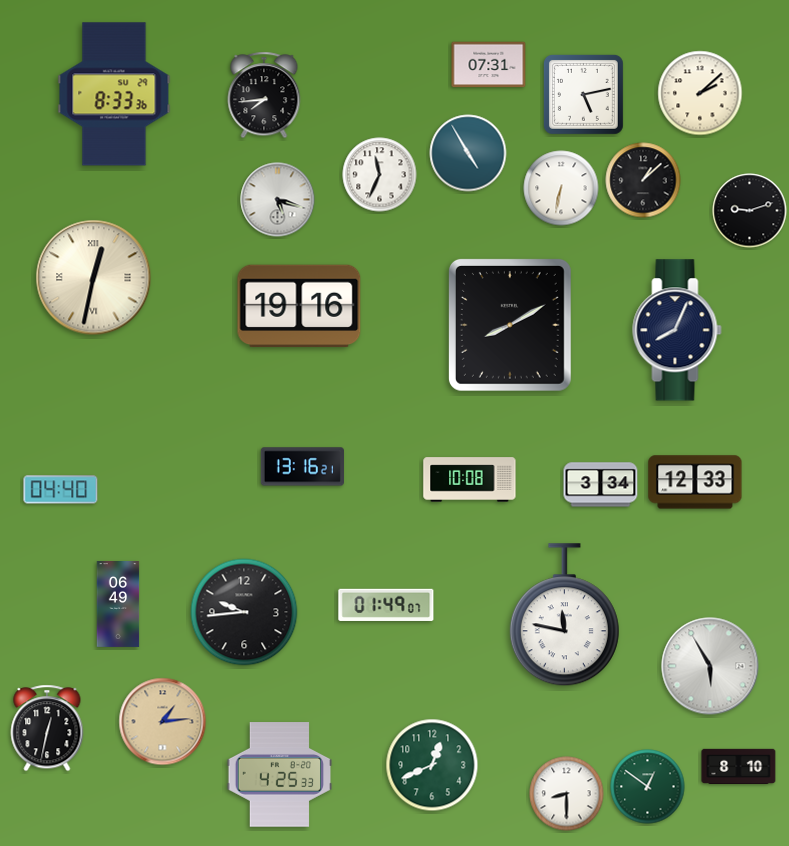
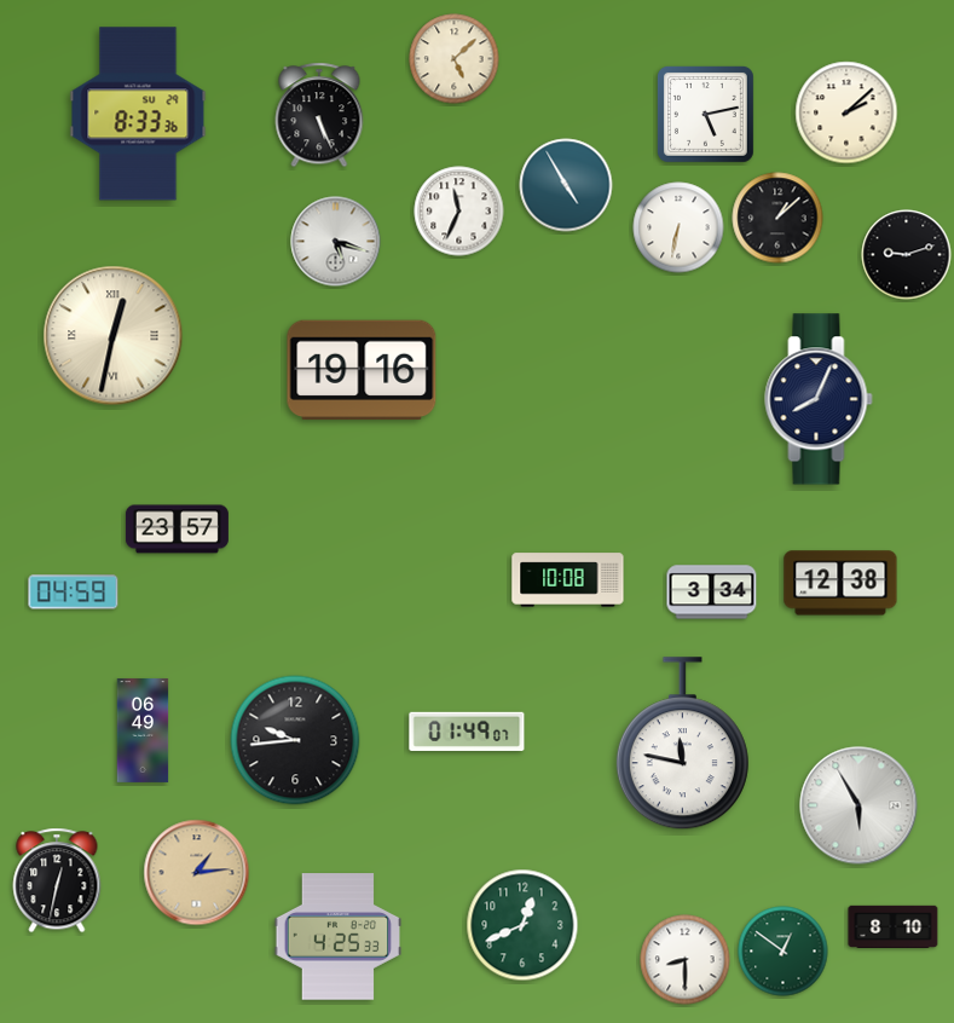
clock at (455, 59): none -> 5:08
clock at (489, 65): 07:31 -> none
clock at (264, 95): 7:44 -> 5:26
clock at (510, 325): 8:10 -> none
clock at (177, 530): none -> 23:57
clock at (302, 467): 13:16 -> none
clock at (695, 482): 12:33 -> 12:38
clock at (601, 485) position: (601, 485) -> (712, 593)
clock at (61, 490): 04:40 -> 04:59
